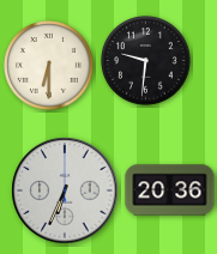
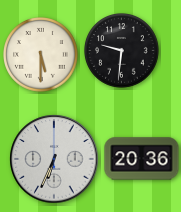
clock at (49, 66): 6:30 -> 5:30
